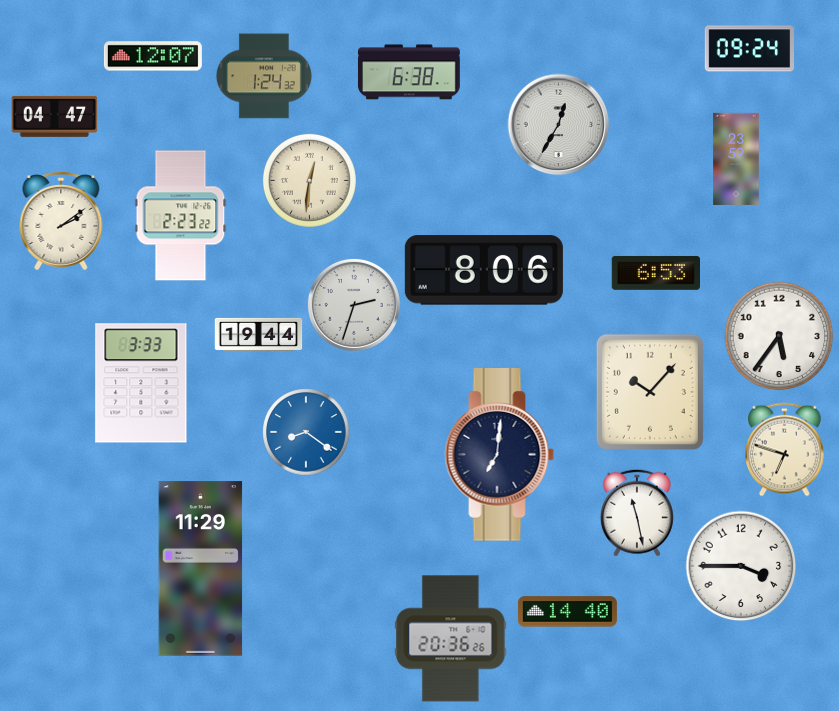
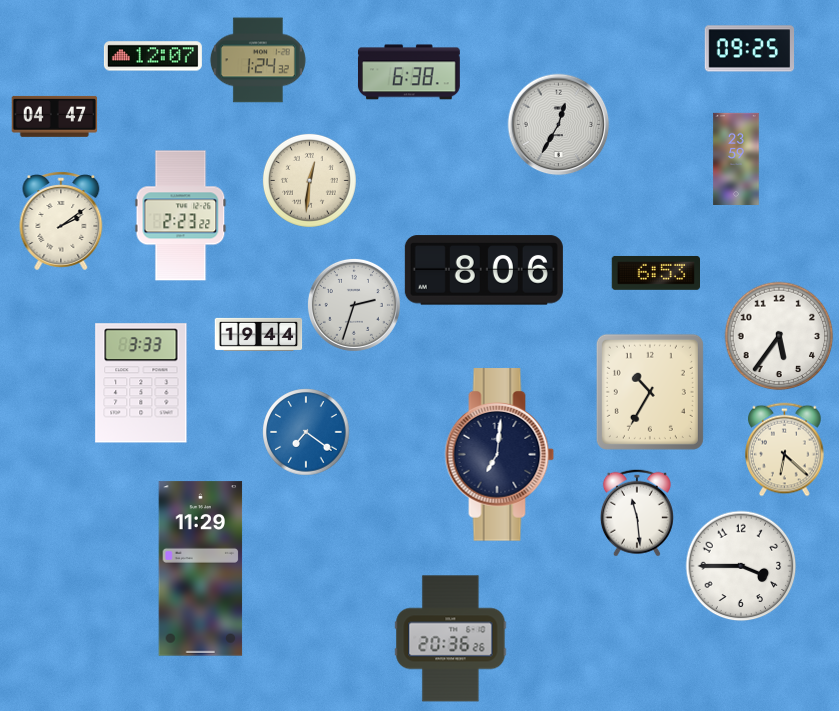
clock at (749, 49): 09:24 -> 09:25
clock at (264, 76) position: (264, 76) -> (258, 60)
clock at (650, 392): 10:07 -> 10:35
clock at (306, 432): 8:21 -> 7:21
clock at (785, 449): 6:48 -> 6:22
clock at (637, 513): 11:28 -> 11:29
clock at (567, 612): 14:40 -> none
